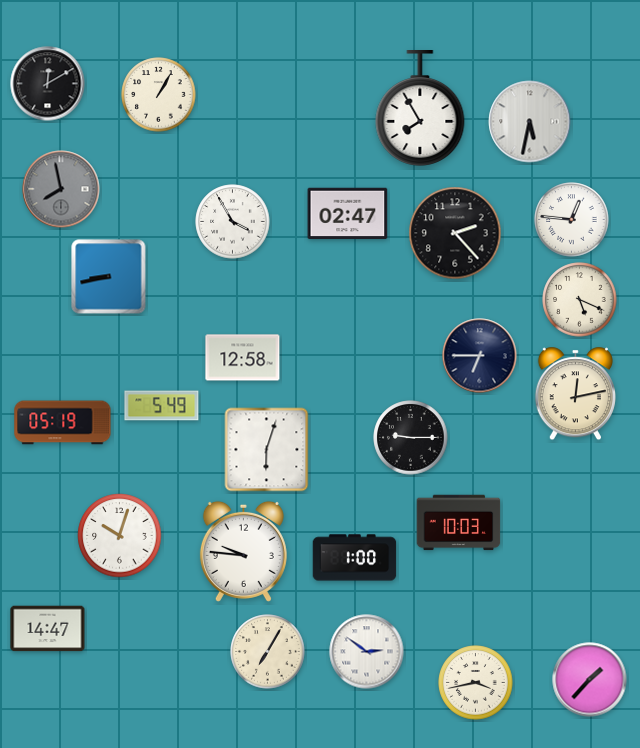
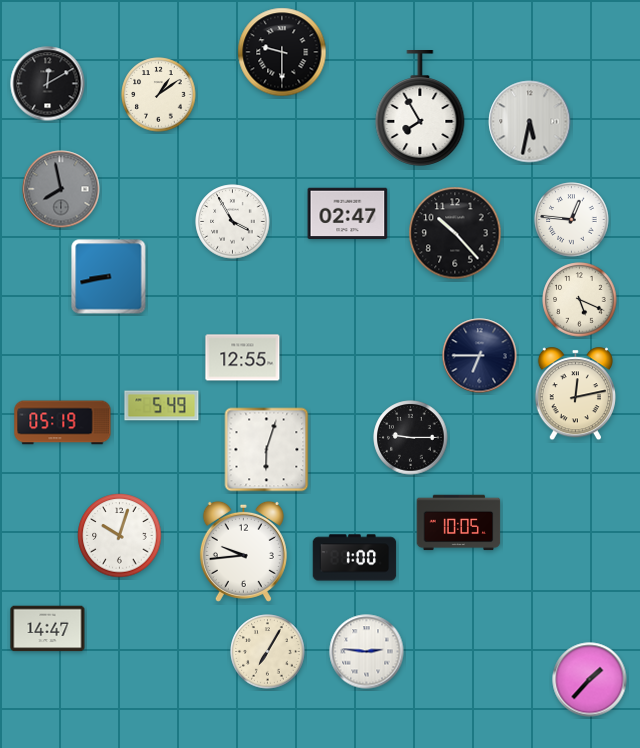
clock at (282, 52): none -> 9:30
clock at (159, 95): 1:05 -> 1:09
clock at (455, 233): 2:23 -> 10:23
clock at (243, 358): 12:58 -> 12:55
clock at (459, 523): 10:03 -> 10:05
clock at (243, 551): 9:46 -> 9:44
clock at (367, 652): 2:51 -> 2:46
clock at (476, 683): 3:43 -> none
